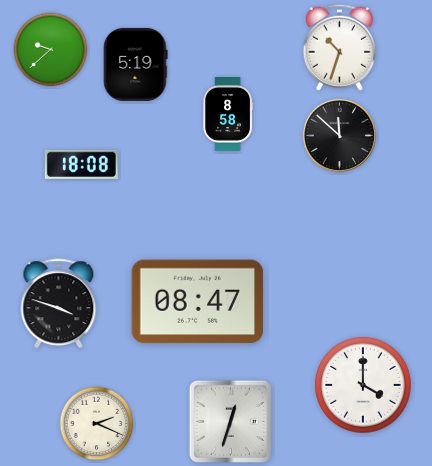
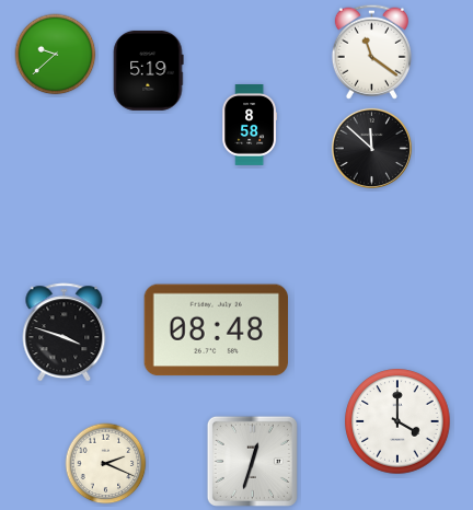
clock at (339, 47): 10:33 -> 11:21
clock at (81, 164): 18:08 -> none
clock at (197, 302): 08:47 -> 08:48
